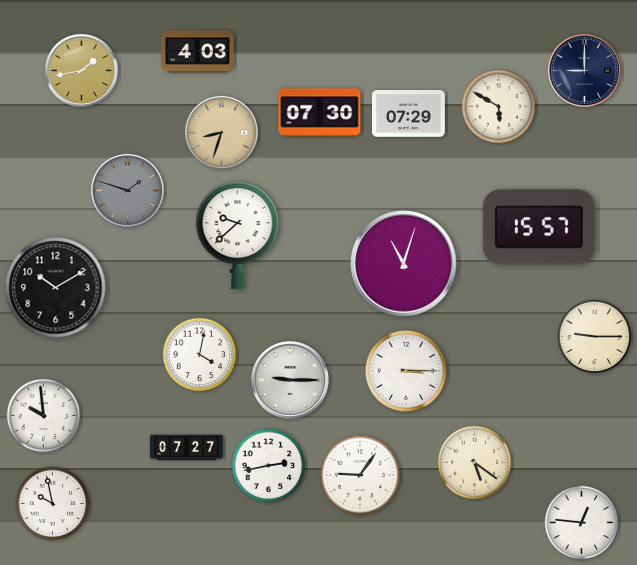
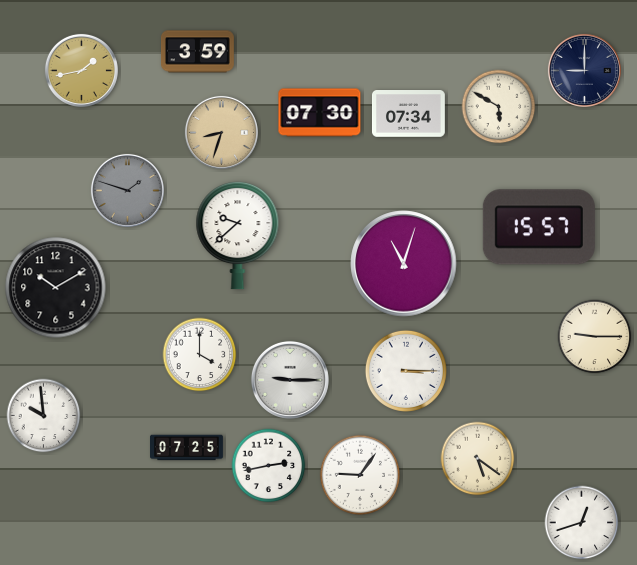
clock at (198, 52): 4:03 -> 3:59
clock at (408, 114): 07:29 -> 07:34
clock at (200, 355): 4:02 -> 4:00
clock at (187, 448): 07:27 -> 07:25
clock at (475, 463) position: (475, 463) -> (478, 459)
clock at (53, 504): 9:58 -> none
clock at (582, 523): 12:46 -> 12:42
